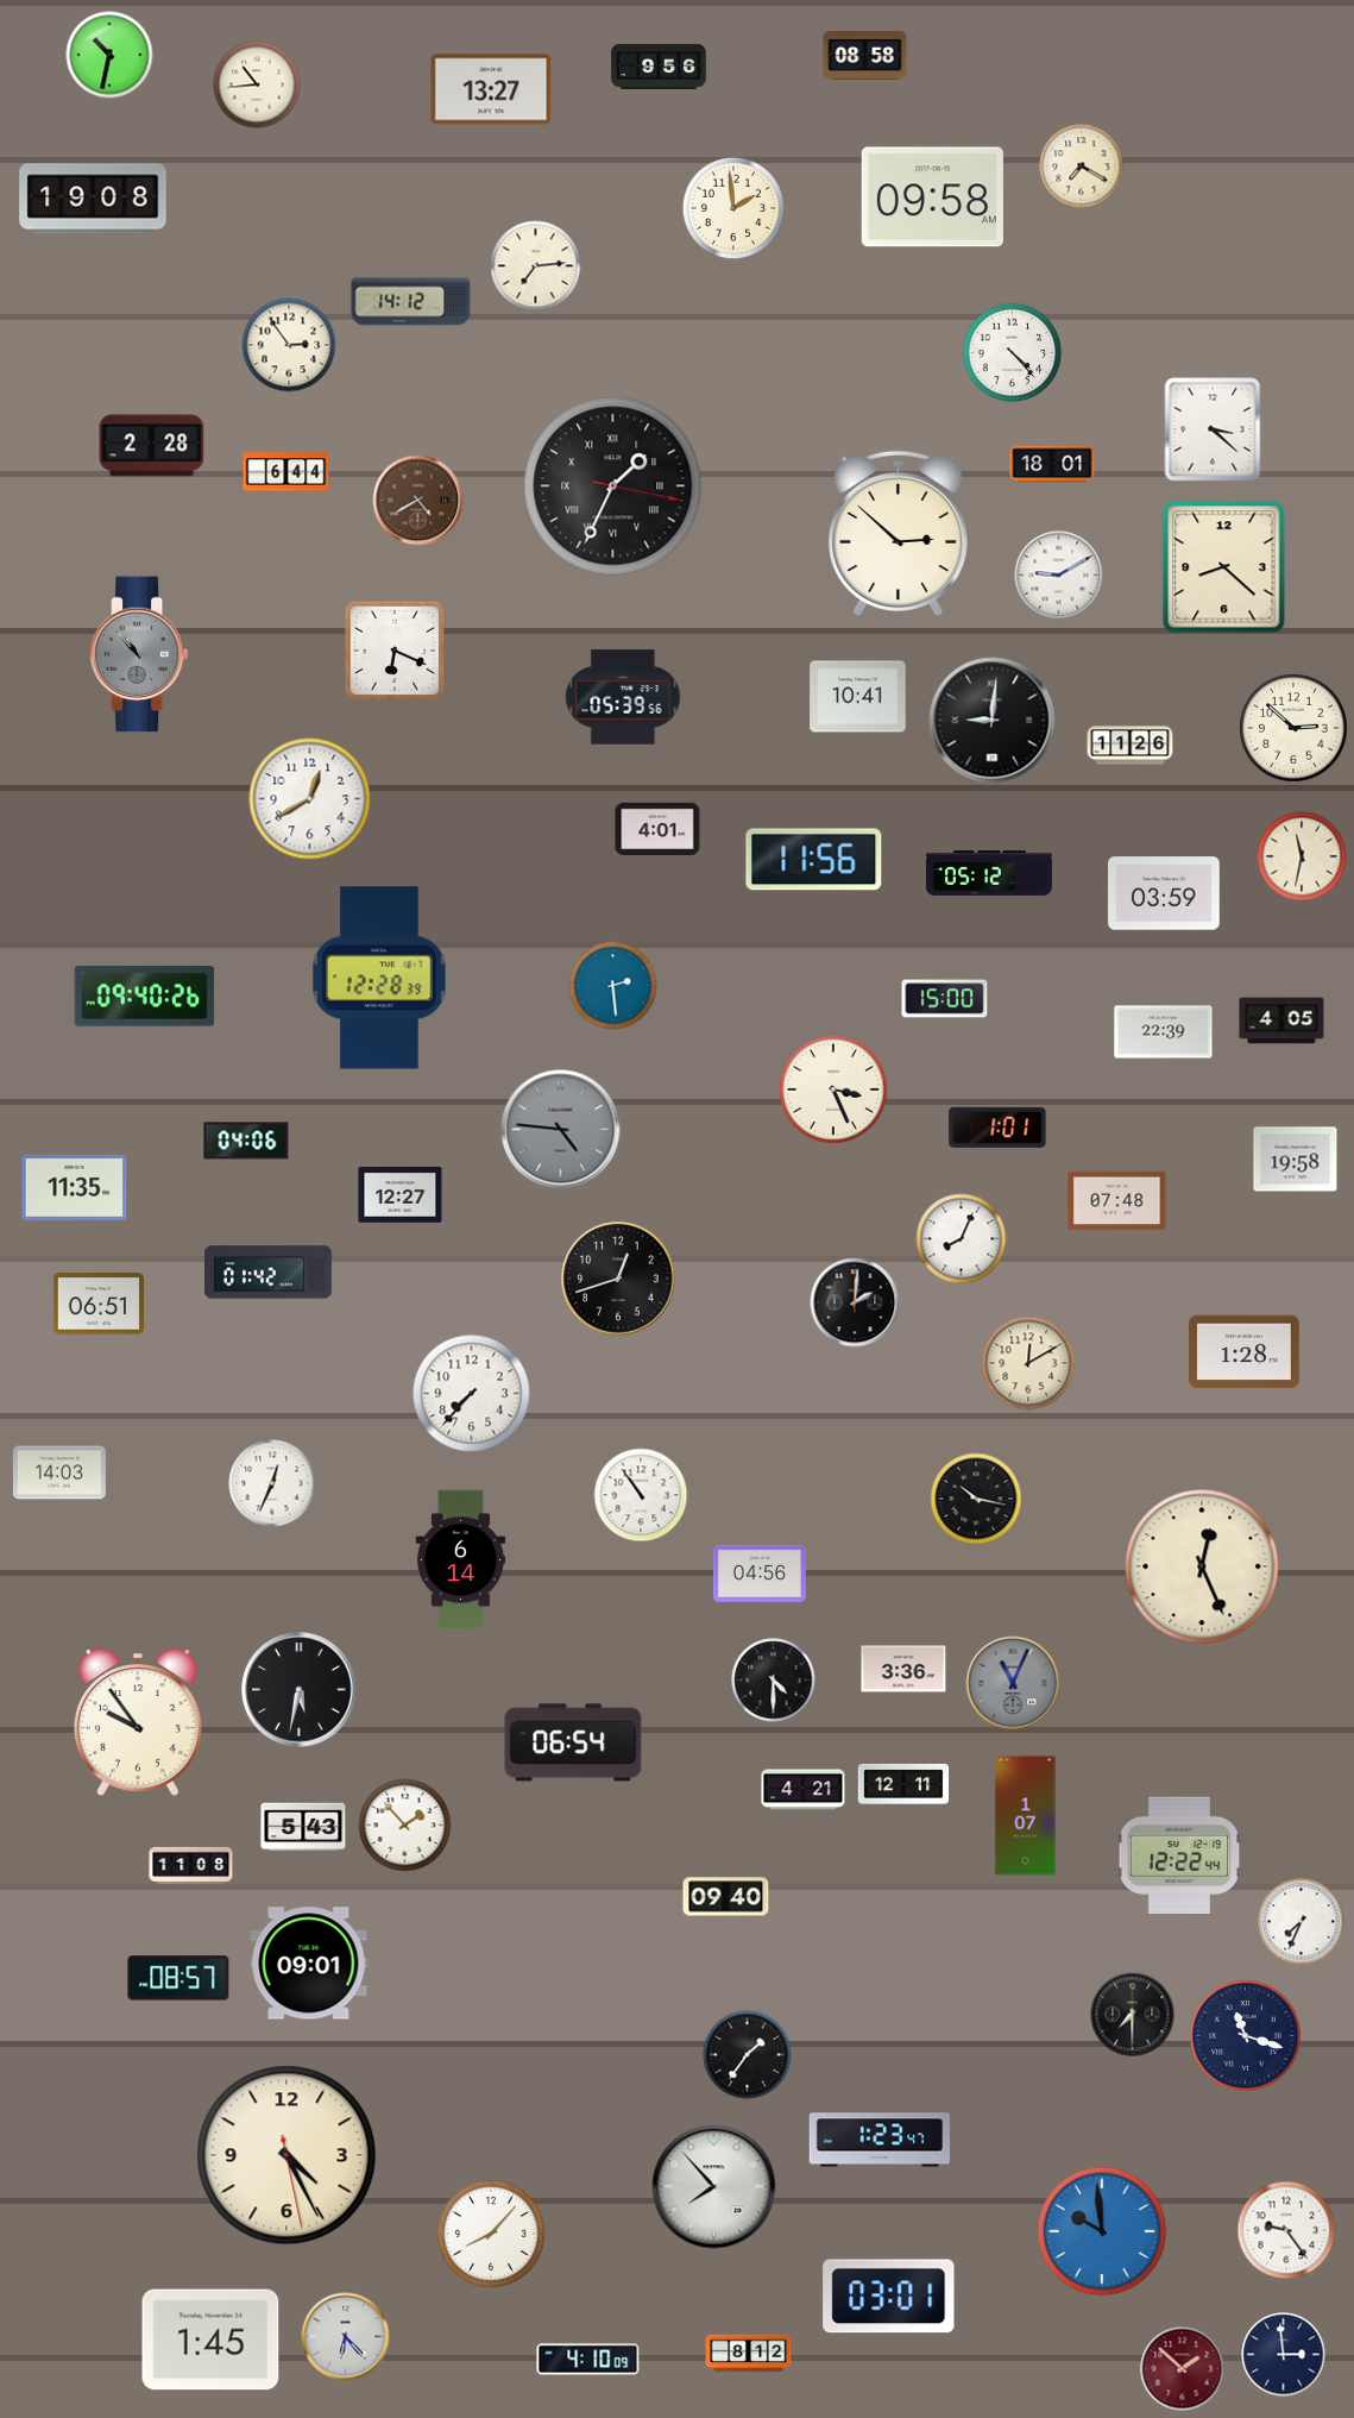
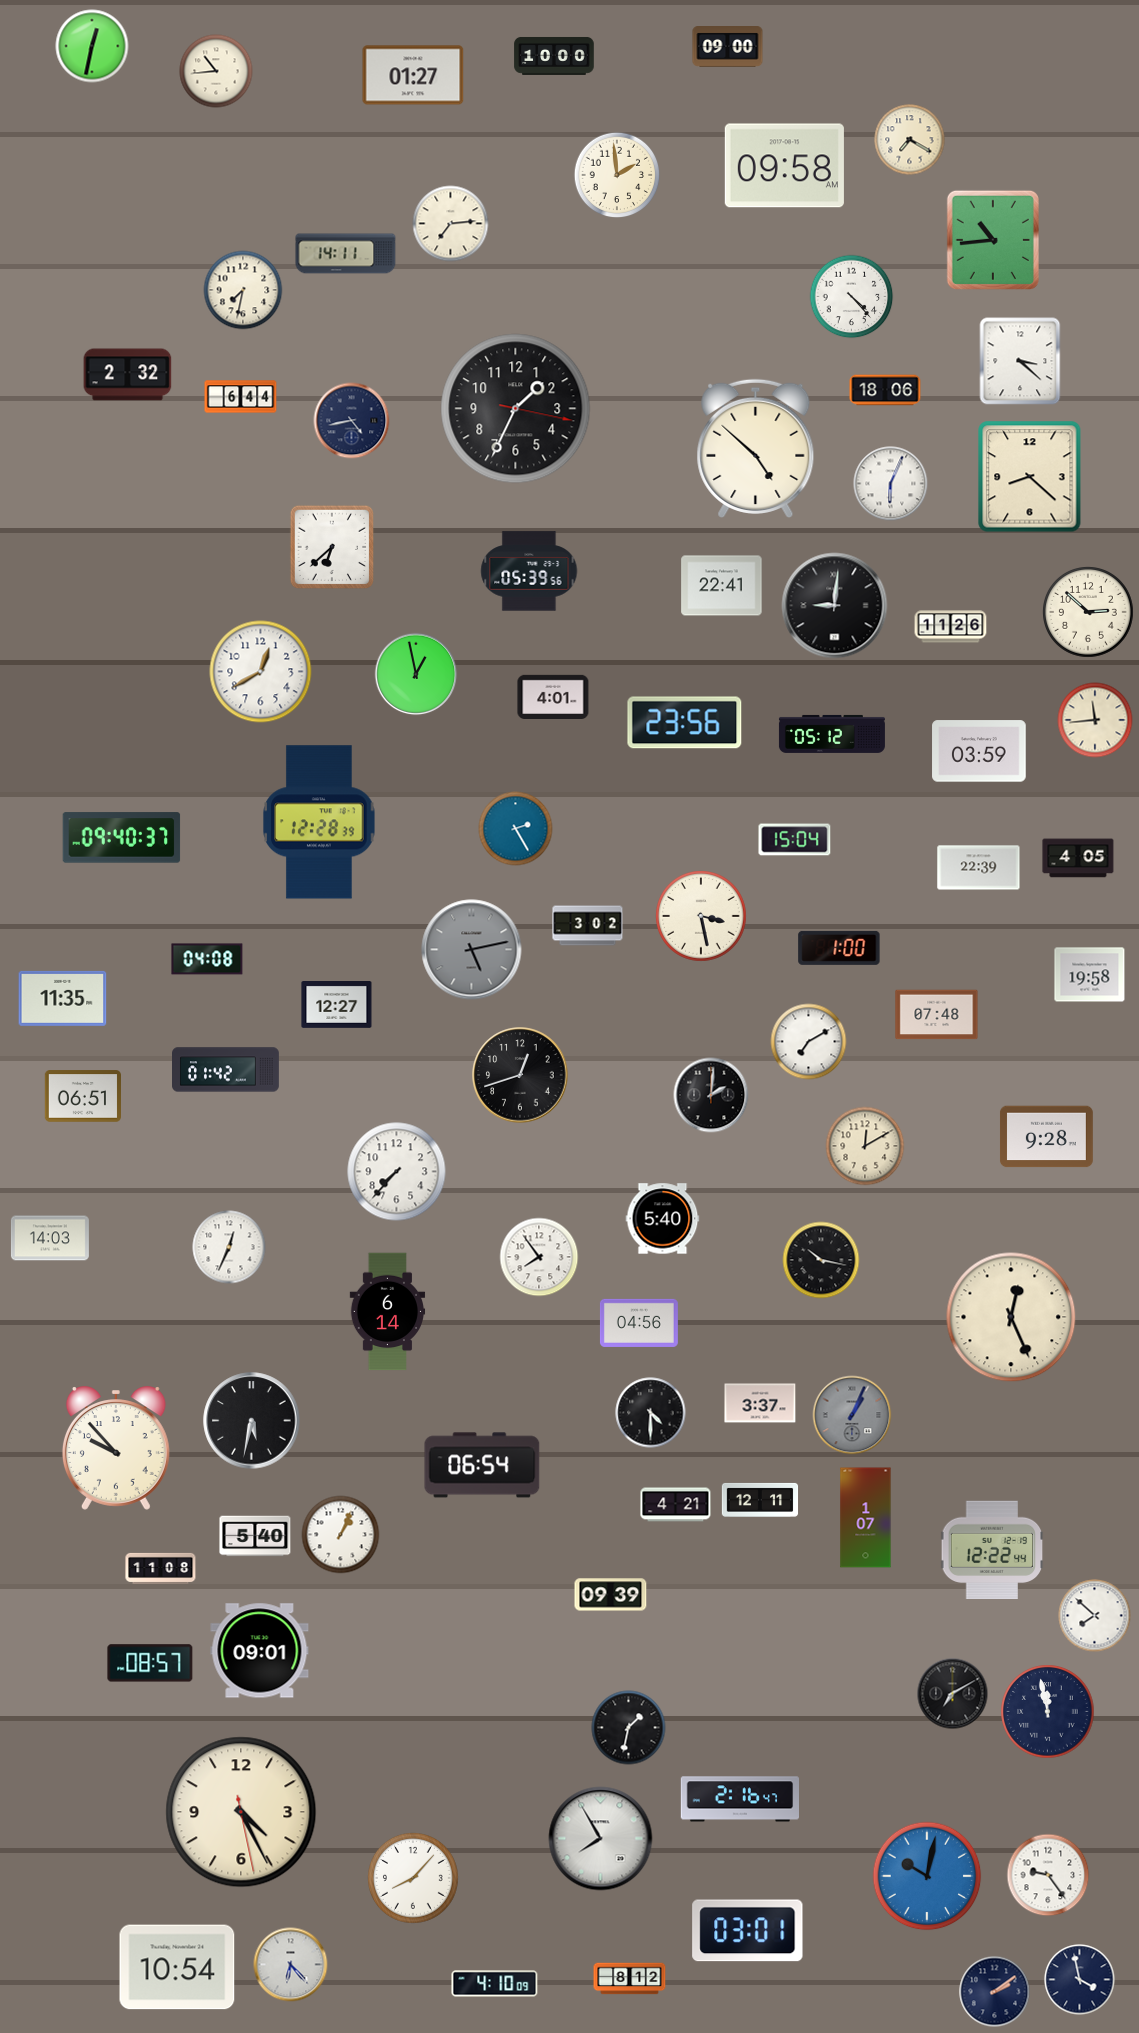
clock at (109, 55): 10:32 -> 12:32
clock at (865, 56): 08:58 -> 09:00
clock at (659, 67): 9:56 -> 10:00
clock at (491, 89): 13:27 -> 01:27
clock at (93, 199): 19:08 -> none
clock at (993, 240): none -> 10:44
clock at (411, 302): 14:12 -> 14:11
clock at (289, 345): 2:54 -> 7:32
clock at (152, 446): 2:28 -> 2:32
clock at (1052, 464): 18:01 -> 18:06
clock at (613, 486) numerals: Roman -> Arabic
clock at (418, 501): 4:40 -> 4:43
clock at (418, 501) dial: brown -> navy
clock at (899, 533): 2:52 -> 4:52
clock at (1059, 576): 9:10 -> 6:04
clock at (395, 651): 6:19 -> 6:38
clock at (139, 654): 10:53 -> none
clock at (623, 697) position: (623, 697) -> (529, 571)
clock at (858, 697): 10:41 -> 22:41
clock at (416, 674): none -> 12:58
clock at (1302, 856): 11:32 -> 11:44
clock at (814, 860): 11:56 -> 23:56
clock at (613, 986): 2:29 -> 2:25
clock at (145, 997): 09:40:26 -> 09:40:37
clock at (945, 999): 15:00 -> 15:04
clock at (835, 1091): 3:26 -> 3:28
clock at (588, 926): none -> 3:02
clock at (997, 1128): 1:01 -> 1:00
clock at (561, 1130): 4:46 -> 5:13
clock at (246, 1141): 04:06 -> 04:08
clock at (1117, 1201) position: (1117, 1201) -> (937, 1015)
clock at (962, 1239): 8:04 -> 7:10
clock at (855, 1302) position: (855, 1302) -> (711, 1095)
clock at (1243, 1352): 1:28 -> 9:28
clock at (663, 1219): none -> 5:40
clock at (641, 1495): 10:54 -> 7:54
clock at (903, 1669): 3:36 -> 3:37
clock at (1013, 1683): 11:04 -> 1:04
clock at (138, 1722): 9:54 -> 9:53
clock at (1026, 1816) position: (1026, 1816) -> (866, 1518)
clock at (405, 1826): 1:53 -> 1:04
clock at (303, 1827): 5:43 -> 5:40
clock at (1179, 1855) position: (1179, 1855) -> (992, 1550)
clock at (726, 1897): 09:40 -> 09:39
clock at (1302, 1922): 7:34 -> 7:52
clock at (1133, 2015): 7:30 -> 7:10
clock at (1246, 2036): 11:18 -> 11:58
clock at (748, 2055): 1:36 -> 1:32
clock at (878, 2140): 1:23 -> 2:16
clock at (714, 2187): 7:53 -> 7:55
clock at (1286, 2230) position: (1286, 2230) -> (1048, 1875)
clock at (1102, 2231): 9:59 -> 10:02
clock at (210, 2340): 1:45 -> 10:54
clock at (1284, 2355): 2:59 -> 3:58
clock at (1183, 2369): 1:52 -> 2:09
clock at (1183, 2369) dial: burgundy -> navy
